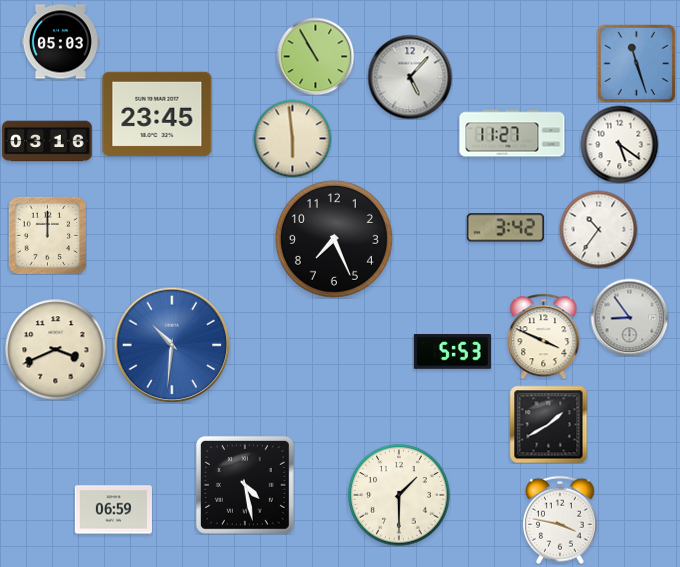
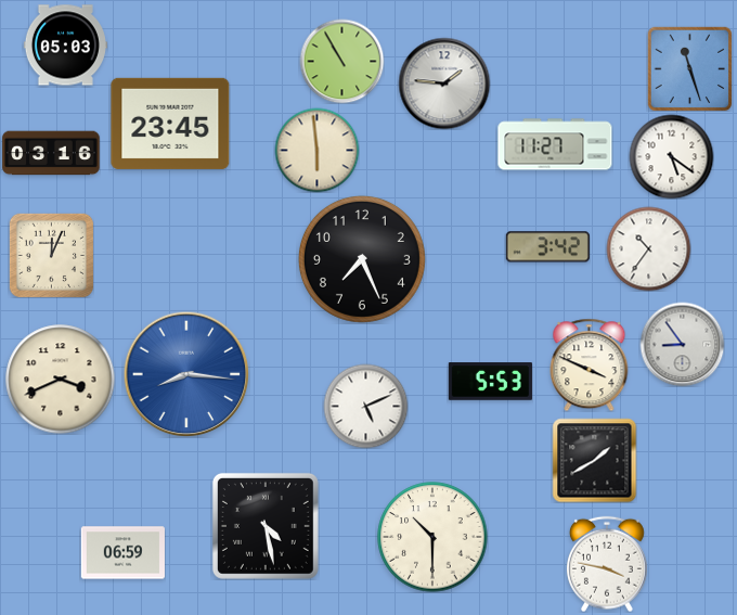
clock at (410, 77): 5:07 -> 1:46
clock at (47, 235): 12:00 -> 12:04
clock at (172, 345): 10:31 -> 8:16
clock at (365, 406): none -> 5:11
clock at (399, 495): 1:30 -> 10:30
